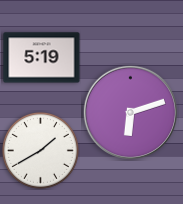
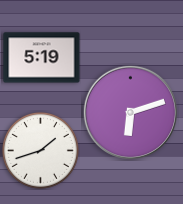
clock at (40, 150): 1:40 -> 1:42
